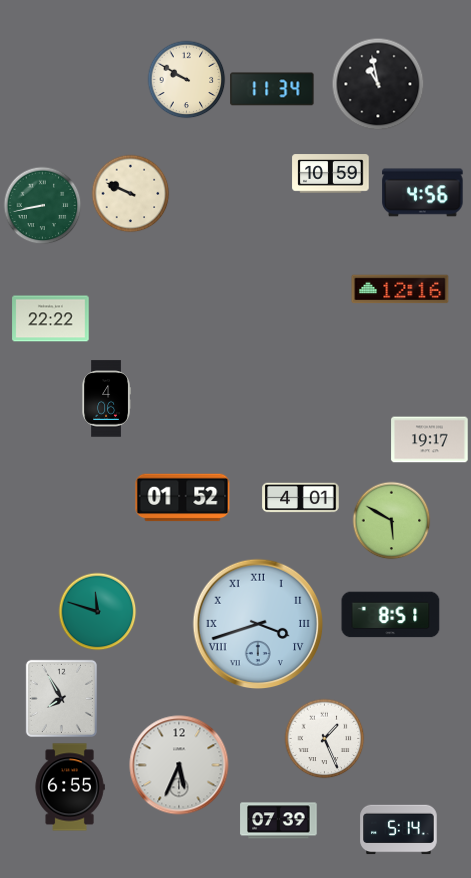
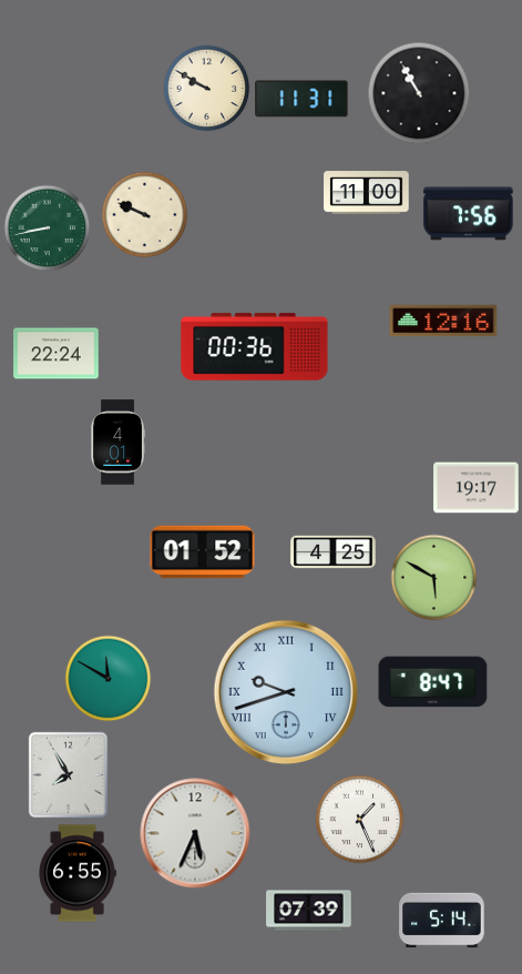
clock at (378, 84): 10:58 -> 10:55
clock at (272, 89): 11:34 -> 11:31
clock at (331, 174): 10:59 -> 11:00
clock at (423, 193): 4:56 -> 7:56
clock at (255, 347): none -> 00:36
clock at (51, 319): 22:22 -> 22:24
clock at (106, 399): 4:06 -> 4:01
clock at (301, 498): 4:01 -> 4:25
clock at (97, 611): 11:48 -> 11:50
clock at (391, 615): 8:51 -> 8:47
clock at (258, 624): 3:42 -> 9:42
clock at (179, 765) position: (179, 765) -> (195, 833)
